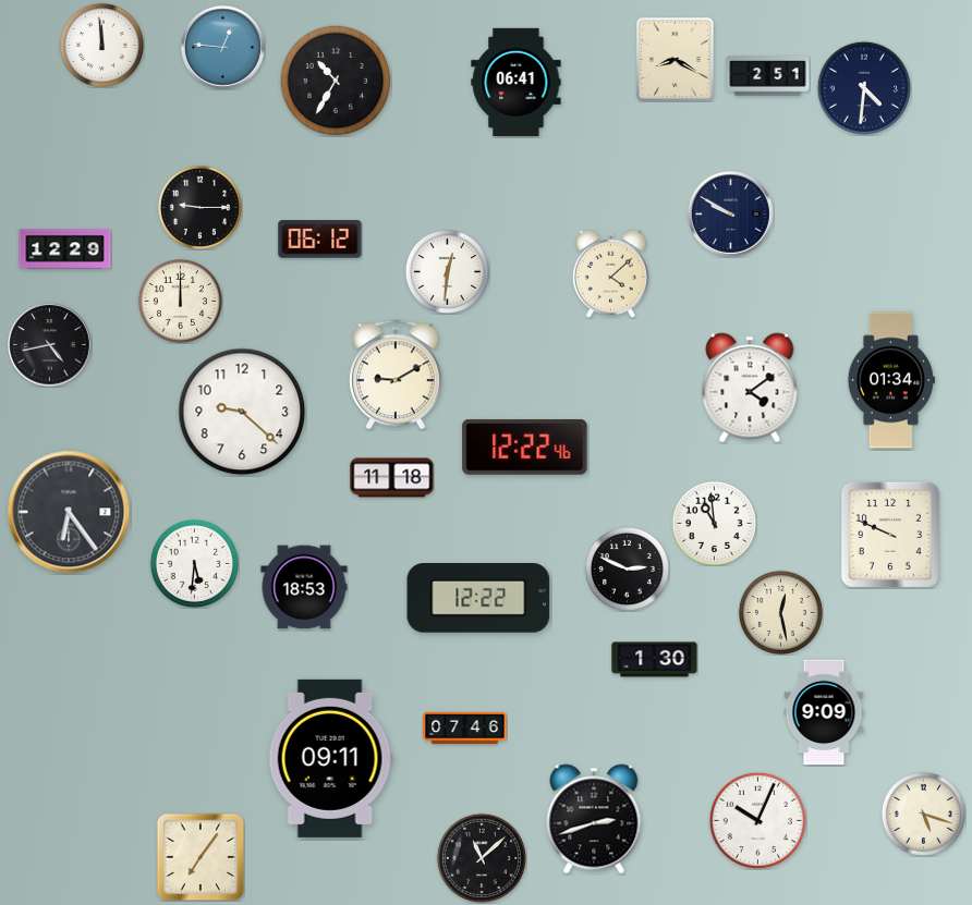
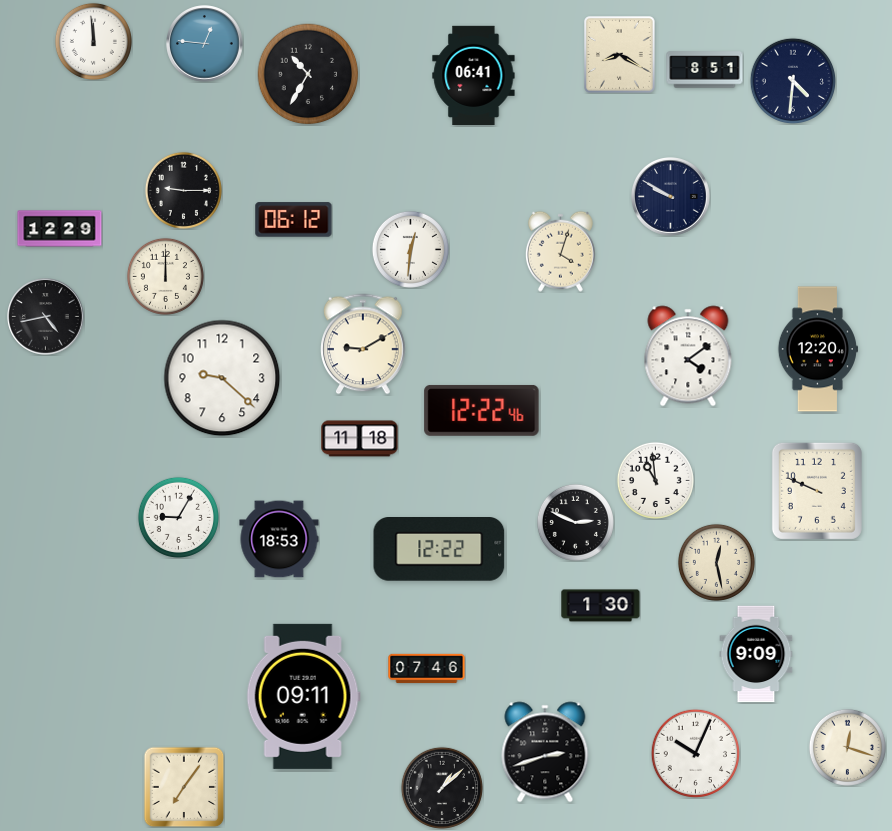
clock at (768, 76): 2:51 -> 8:51
clock at (610, 273): 4:08 -> 4:03
clock at (891, 380): 01:34 -> 12:20
clock at (69, 512): 6:24 -> none
clock at (194, 563): 5:31 -> 9:05
clock at (923, 814): 5:18 -> 12:18
clock at (482, 858): 11:08 -> 1:08
